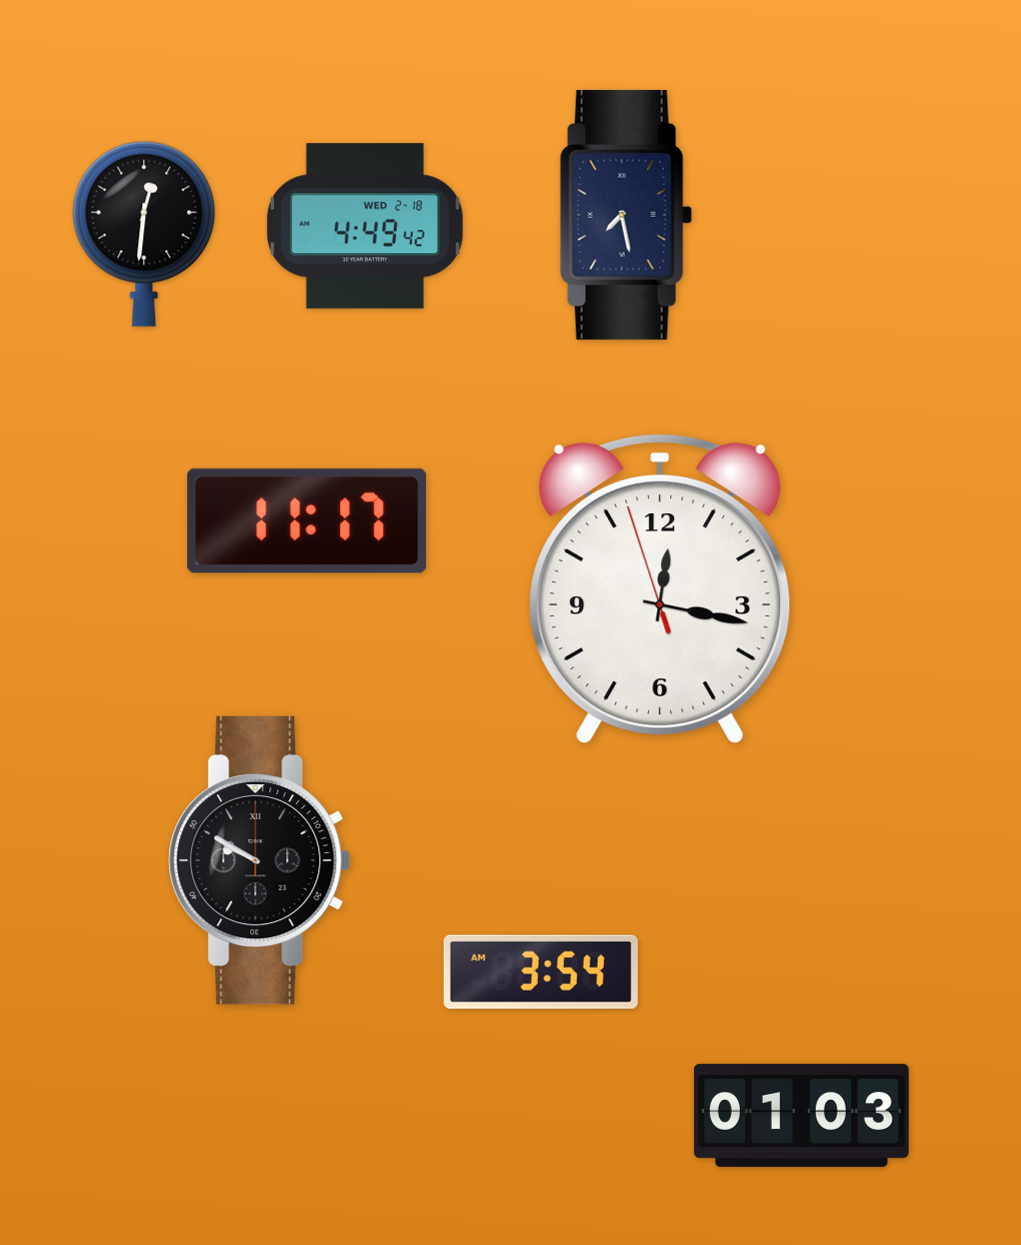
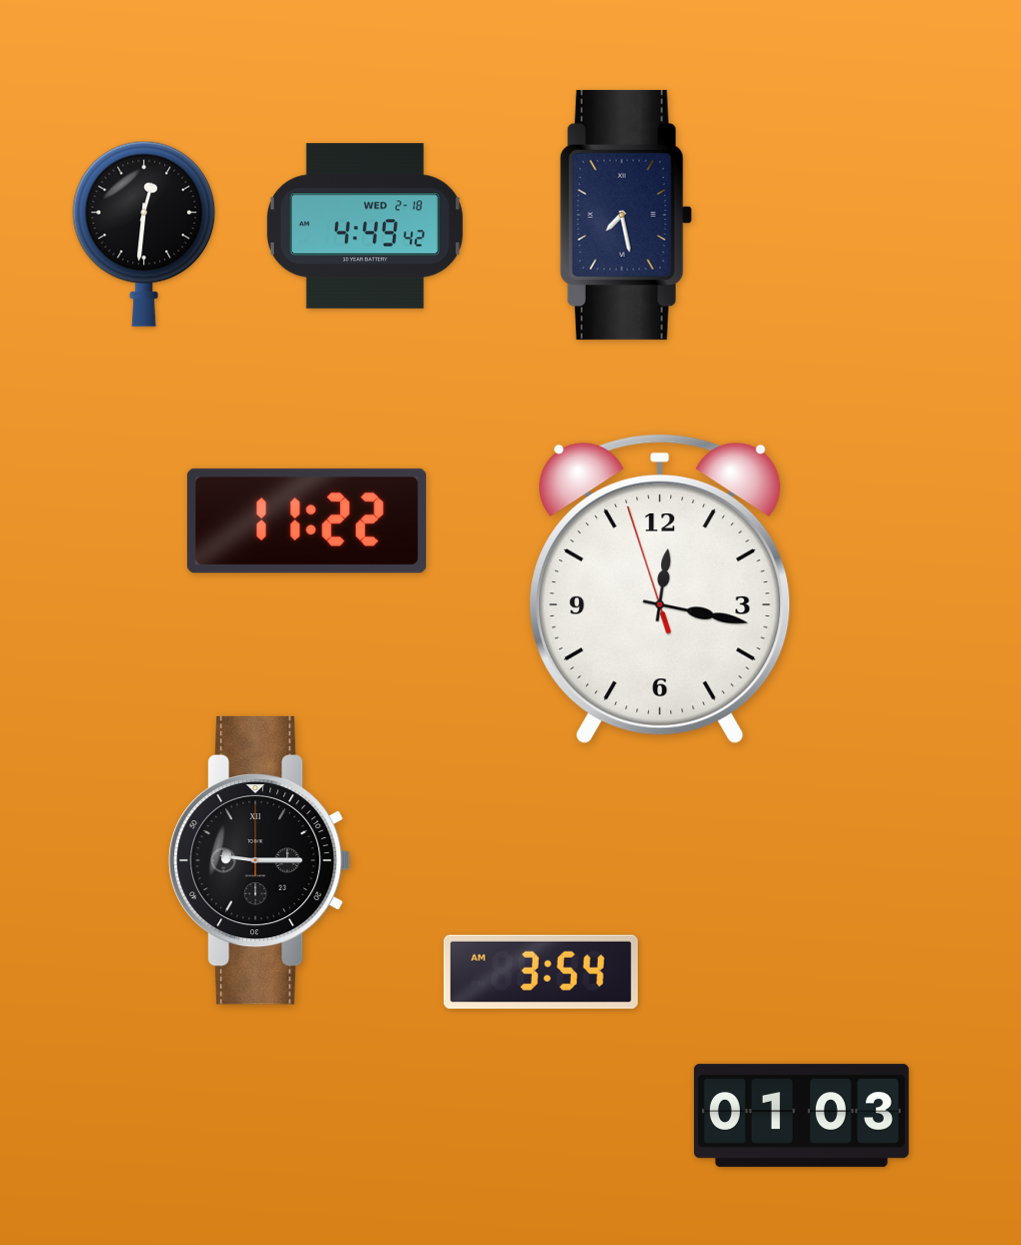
clock at (307, 521): 11:17 -> 11:22
clock at (260, 861): 9:50 -> 9:15
